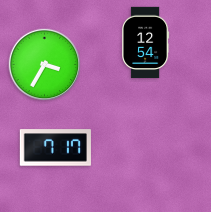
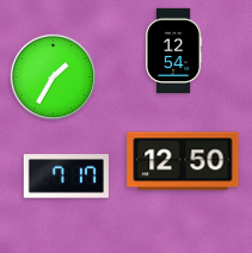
clock at (45, 65): 3:35 -> 1:35
clock at (183, 161): none -> 12:50
